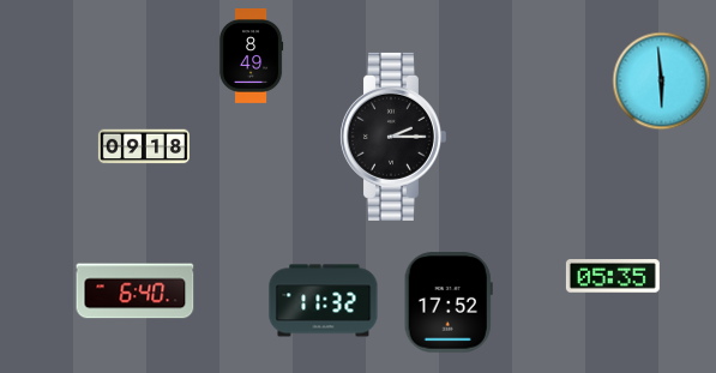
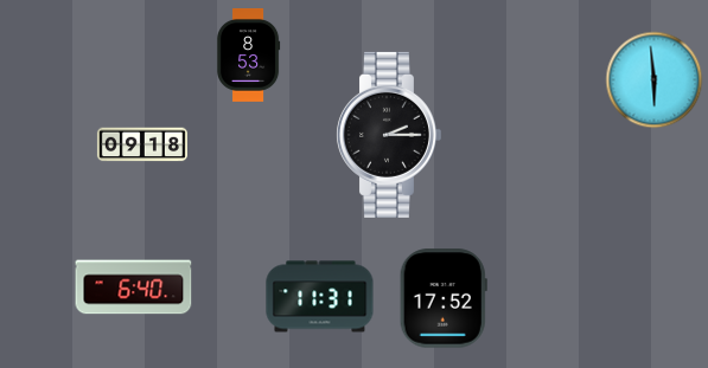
clock at (251, 56): 8:49 -> 8:53
clock at (613, 277): 05:35 -> none
clock at (324, 301): 11:32 -> 11:31
